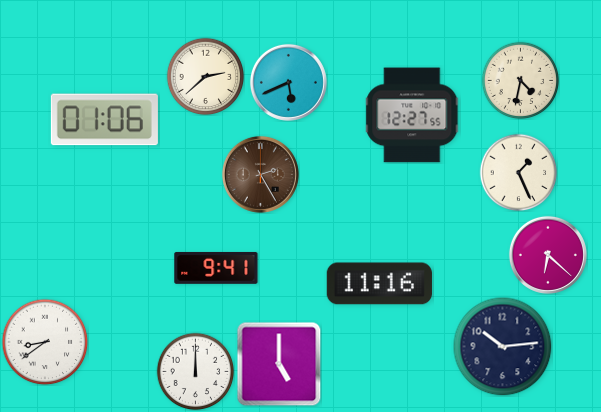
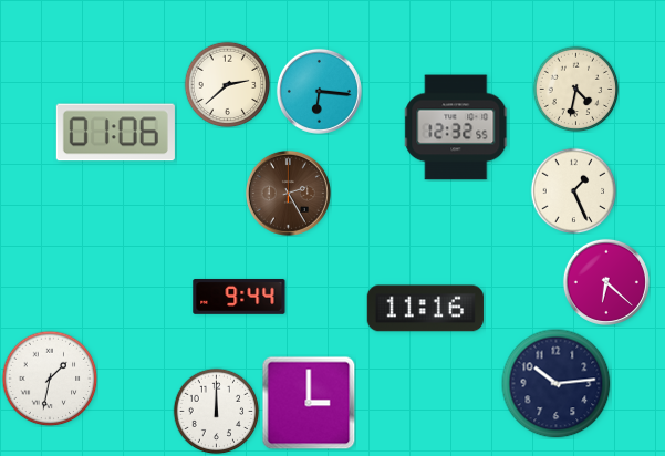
clock at (288, 82): 5:41 -> 6:16
clock at (413, 115): 12:27 -> 12:32
clock at (216, 268): 9:41 -> 9:44
clock at (379, 284) position: (379, 284) -> (425, 309)
clock at (45, 342): 8:39 -> 1:32
clock at (279, 364): 5:00 -> 3:00
